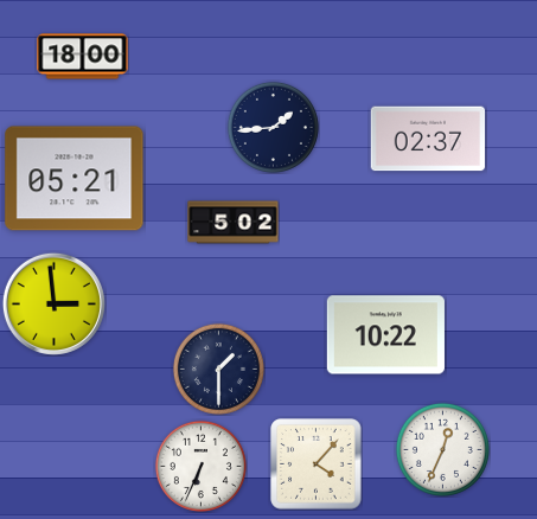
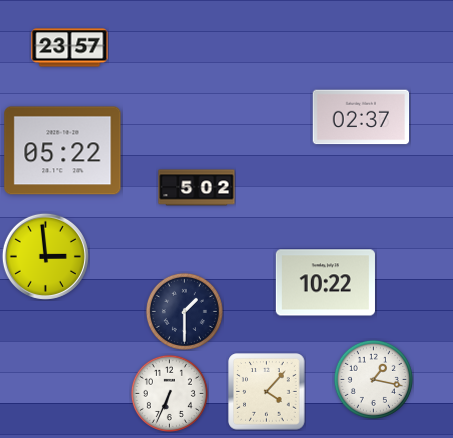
clock at (83, 57): 18:00 -> 23:57
clock at (273, 127): 1:44 -> none
clock at (75, 179): 05:21 -> 05:22
clock at (442, 449): 12:34 -> 1:17
